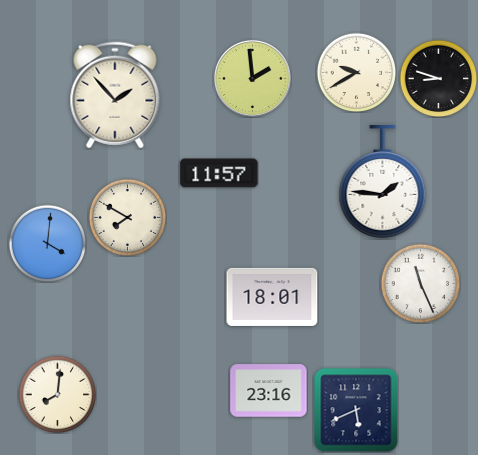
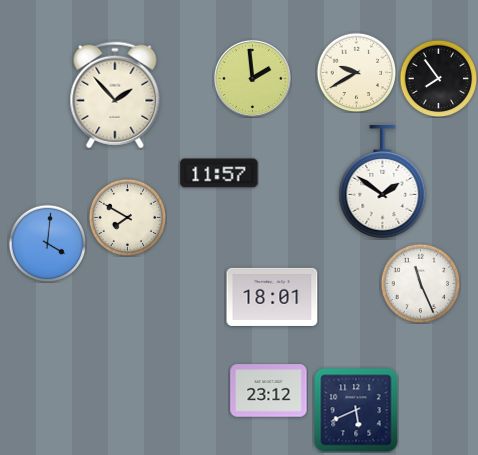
clock at (438, 78): 8:48 -> 7:54
clock at (383, 182): 1:46 -> 1:51
clock at (269, 391): 23:16 -> 23:12
clock at (57, 394): 8:01 -> none
